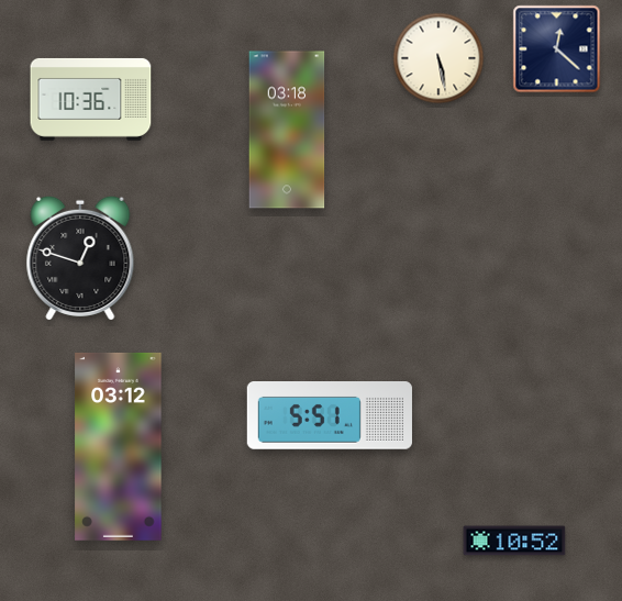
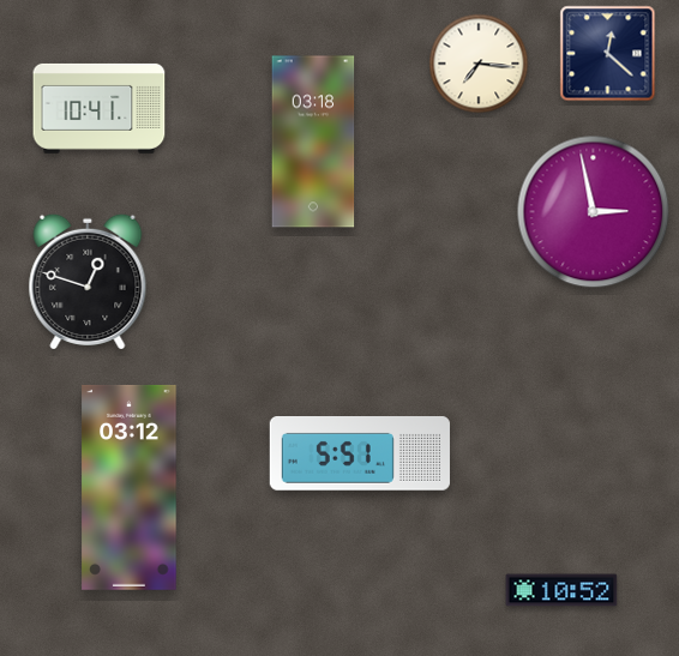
clock at (438, 58): 5:28 -> 7:16
clock at (91, 99): 10:36 -> 10:41
clock at (594, 212): none -> 2:58
